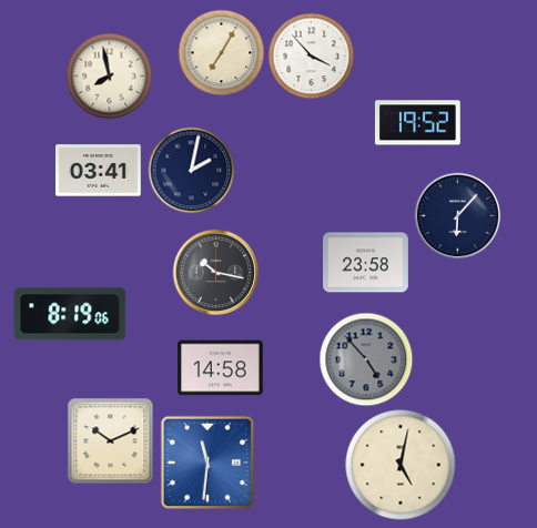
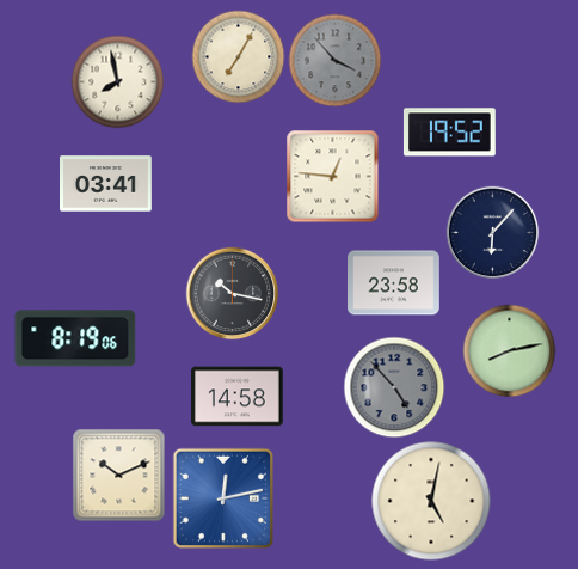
clock at (311, 55) dial: white -> grey
clock at (332, 176): none -> 12:46
clock at (191, 170): 2:02 -> none
clock at (509, 350): none -> 8:13
clock at (206, 461): 11:31 -> 12:13
